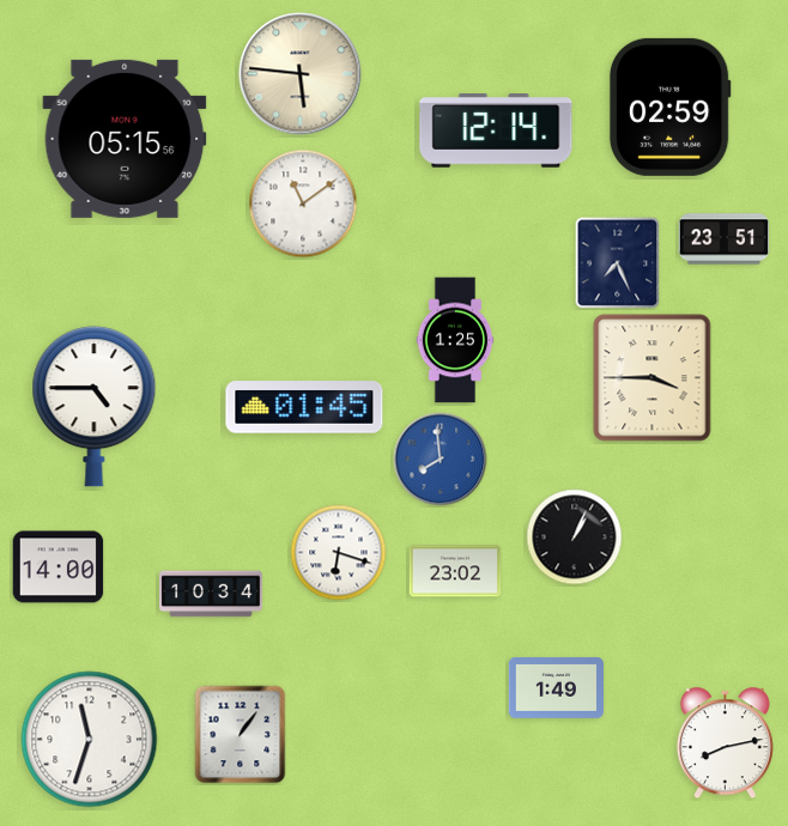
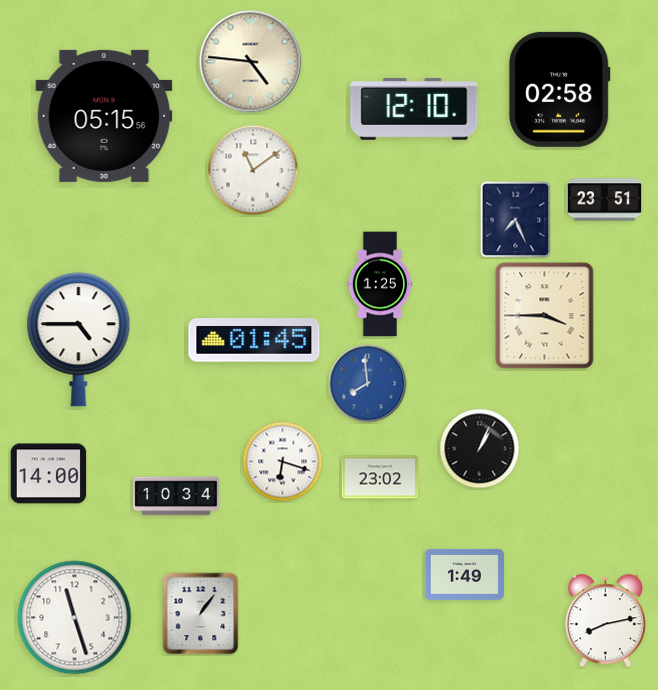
clock at (301, 74): 5:46 -> 4:46
clock at (669, 107): 02:59 -> 02:58
clock at (496, 130): 12:14 -> 12:10
clock at (90, 740): 11:33 -> 11:27
